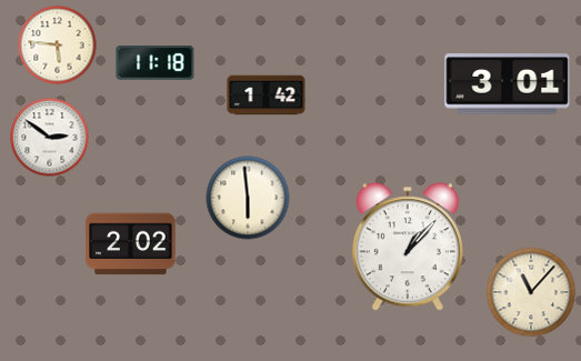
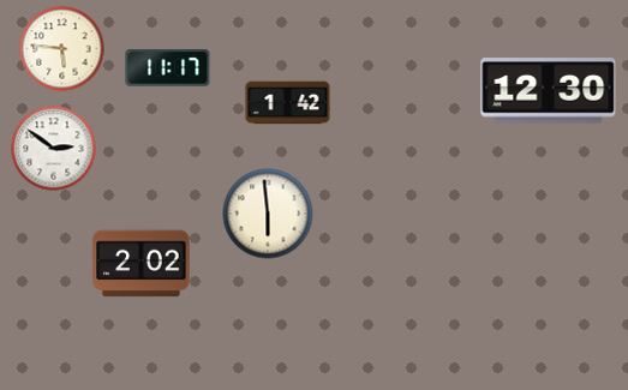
clock at (156, 63): 11:18 -> 11:17
clock at (508, 84): 3:01 -> 12:30
clock at (408, 247): 1:07 -> none
clock at (531, 292): 11:07 -> none
